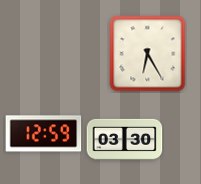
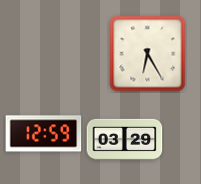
clock at (125, 139): 03:30 -> 03:29
